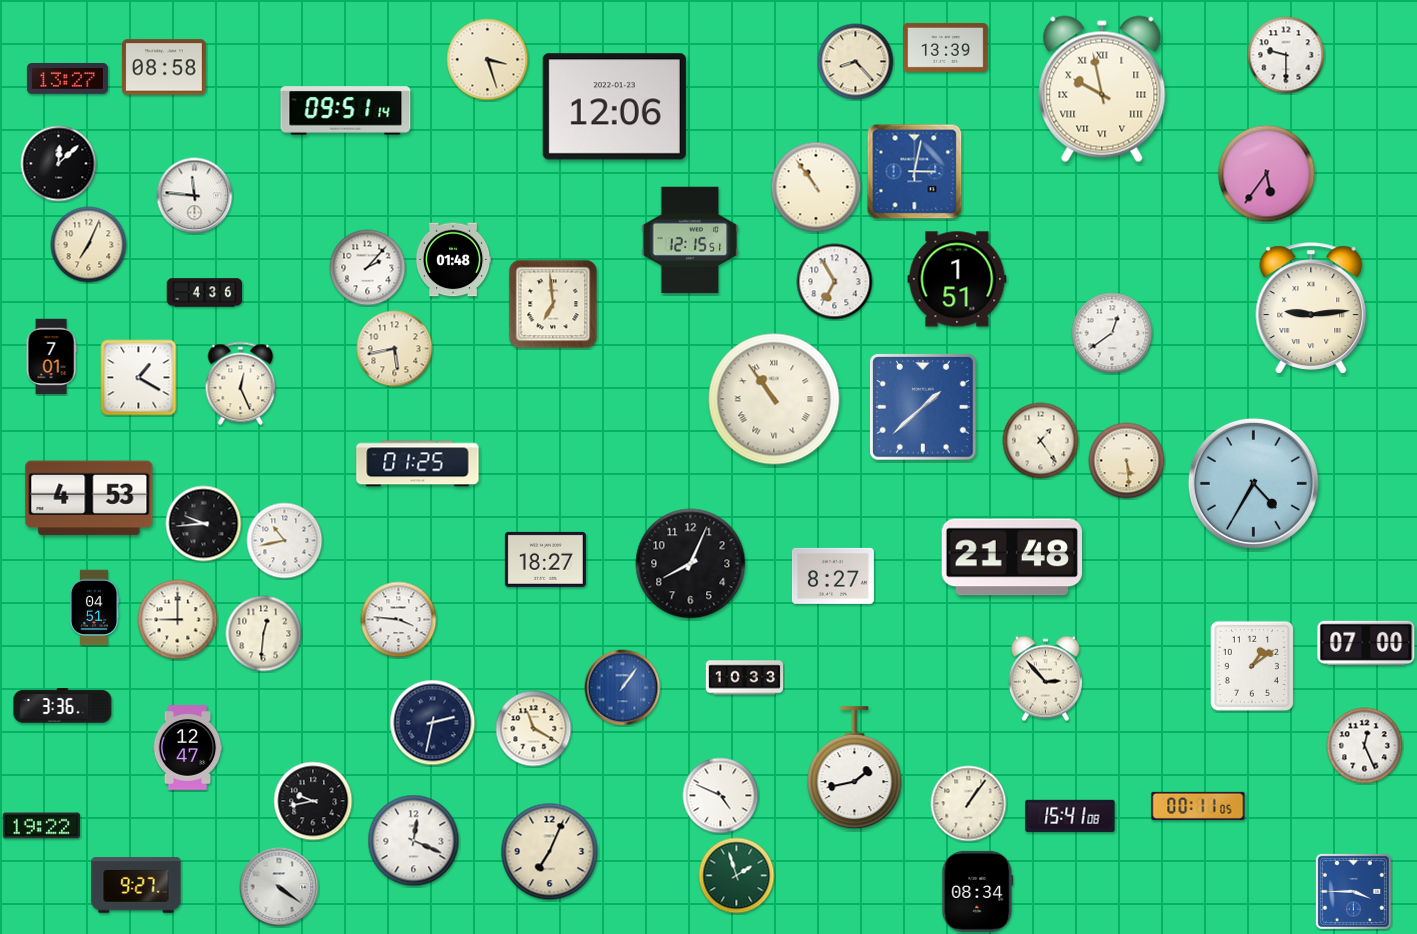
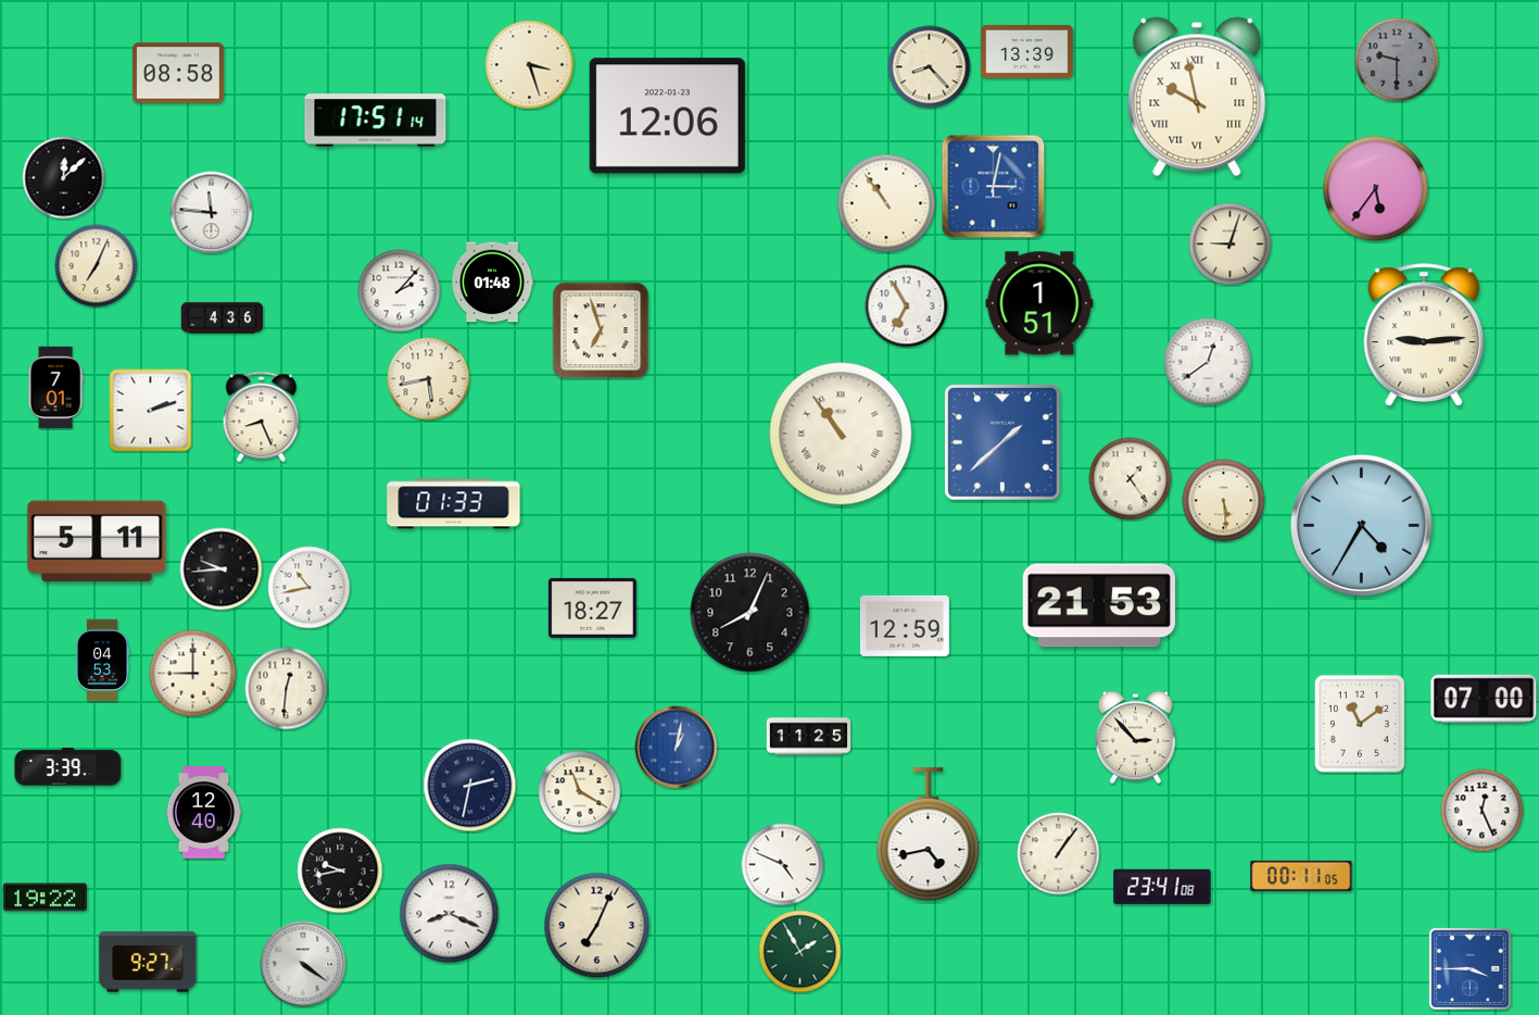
clock at (1286, 55) dial: white -> grey
clock at (67, 79): 13:27 -> none
clock at (346, 111): 09:51 -> 17:51
clock at (1231, 245): none -> 9:03
clock at (690, 240): 12:15 -> none
clock at (553, 304): 6:59 -> 6:57
clock at (139, 378): 1:20 -> 2:12
clock at (241, 384): 12:26 -> 8:26
clock at (418, 464): 01:25 -> 01:33
clock at (89, 498): 4:53 -> 5:11
clock at (1012, 557): 21:48 -> 21:53
clock at (833, 576): 8:27 -> 12:59
clock at (94, 608): 04:51 -> 04:53
clock at (399, 620): 3:46 -> none
clock at (1252, 666): 1:09 -> 11:09
clock at (745, 678): 10:33 -> 11:25
clock at (623, 688): 1:06 -> 1:02
clock at (63, 706): 3:36 -> 3:39
clock at (188, 748): 12:47 -> 12:40
clock at (855, 768): 1:43 -> 4:43
clock at (969, 804) position: (969, 804) -> (1059, 854)
clock at (1070, 816): 15:41 -> 23:41
clock at (414, 841): 12:19 -> 8:19
clock at (737, 876): 1:57 -> 1:55
clock at (978, 891): 08:34 -> none
